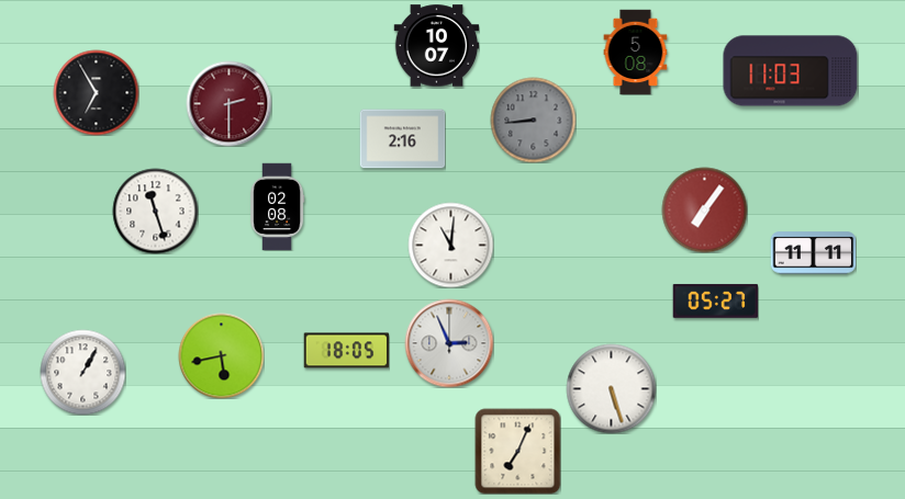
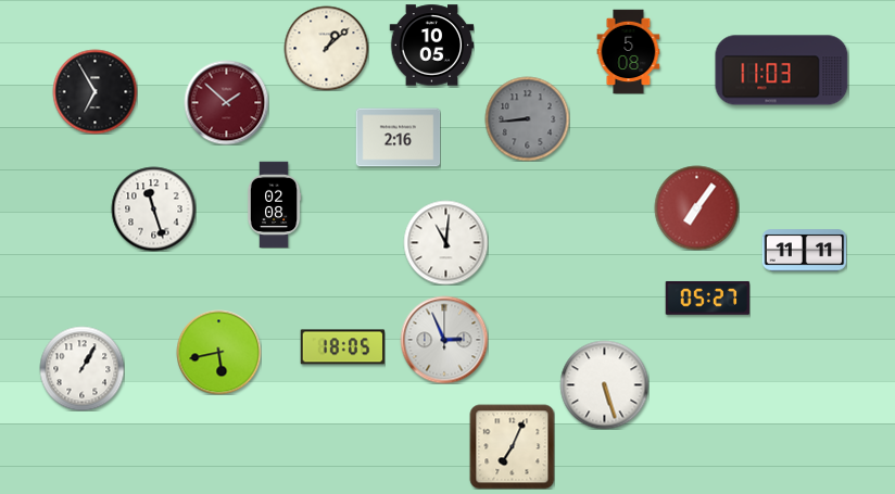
clock at (436, 46): 10:07 -> 10:05
clock at (326, 48): none -> 1:08
clock at (228, 103): 2:30 -> 1:52
